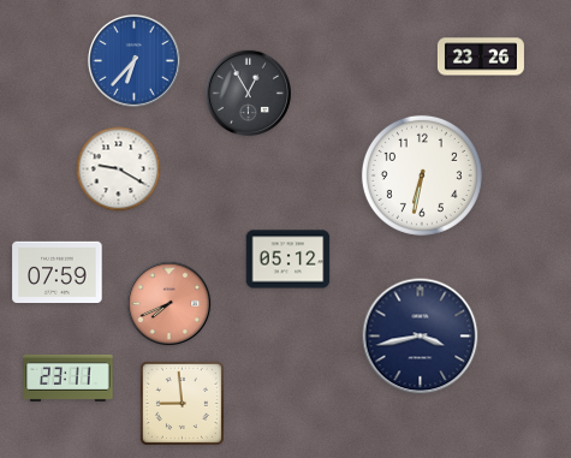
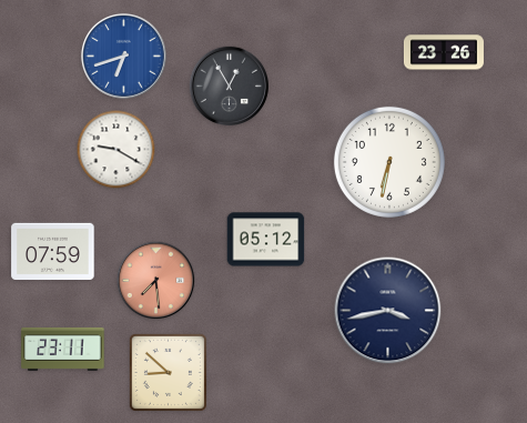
clock at (135, 61): 6:37 -> 6:42
clock at (119, 169) position: (119, 169) -> (116, 150)
clock at (169, 304): 7:41 -> 7:29
clock at (182, 403): 8:59 -> 8:52
